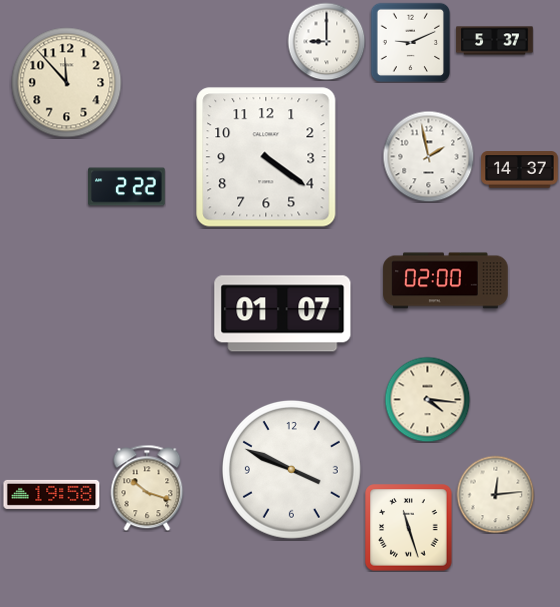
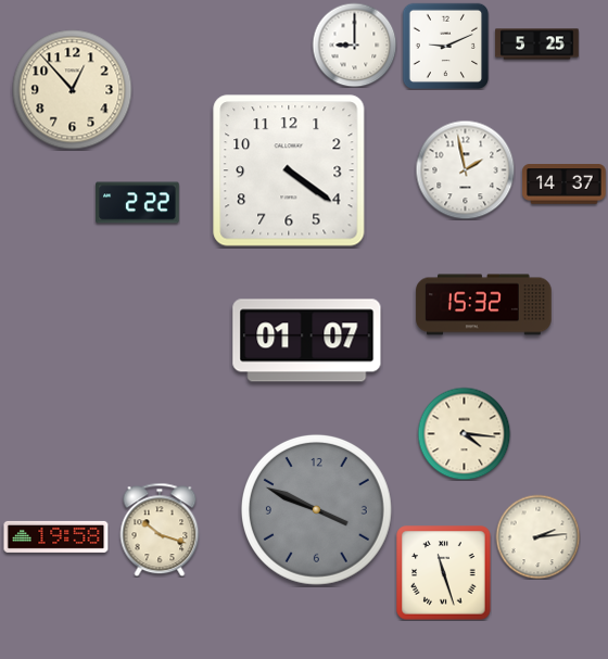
clock at (495, 41): 5:37 -> 5:25
clock at (67, 83): 11:53 -> 12:53
clock at (446, 281): 02:00 -> 15:32
clock at (291, 469) dial: white -> grey
clock at (495, 494): 12:14 -> 2:14
